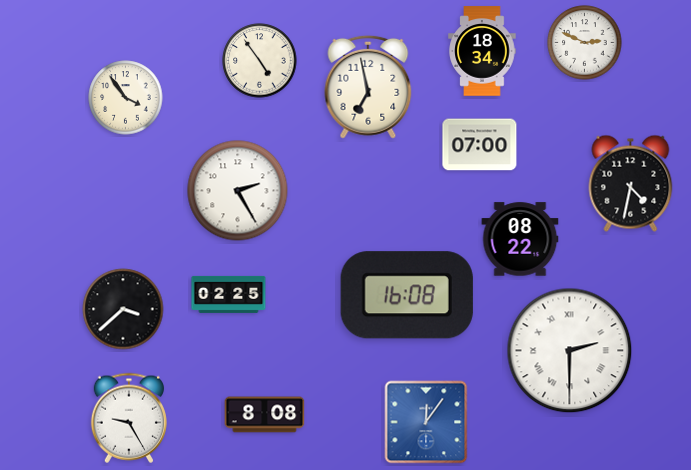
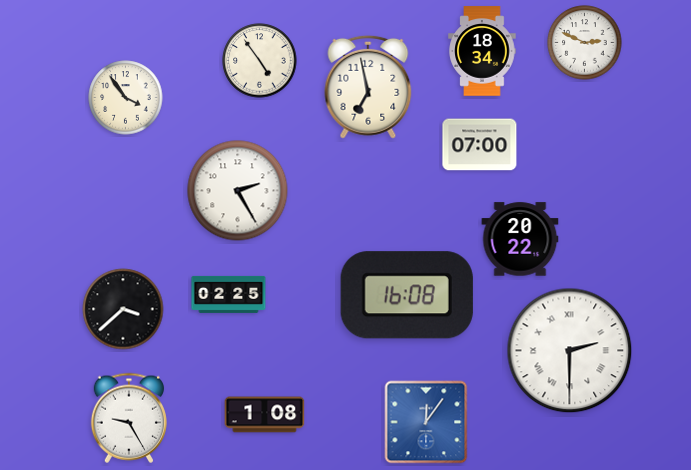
clock at (631, 183): 4:32 -> none
clock at (520, 239): 08:22 -> 20:22
clock at (265, 415): 8:08 -> 1:08
